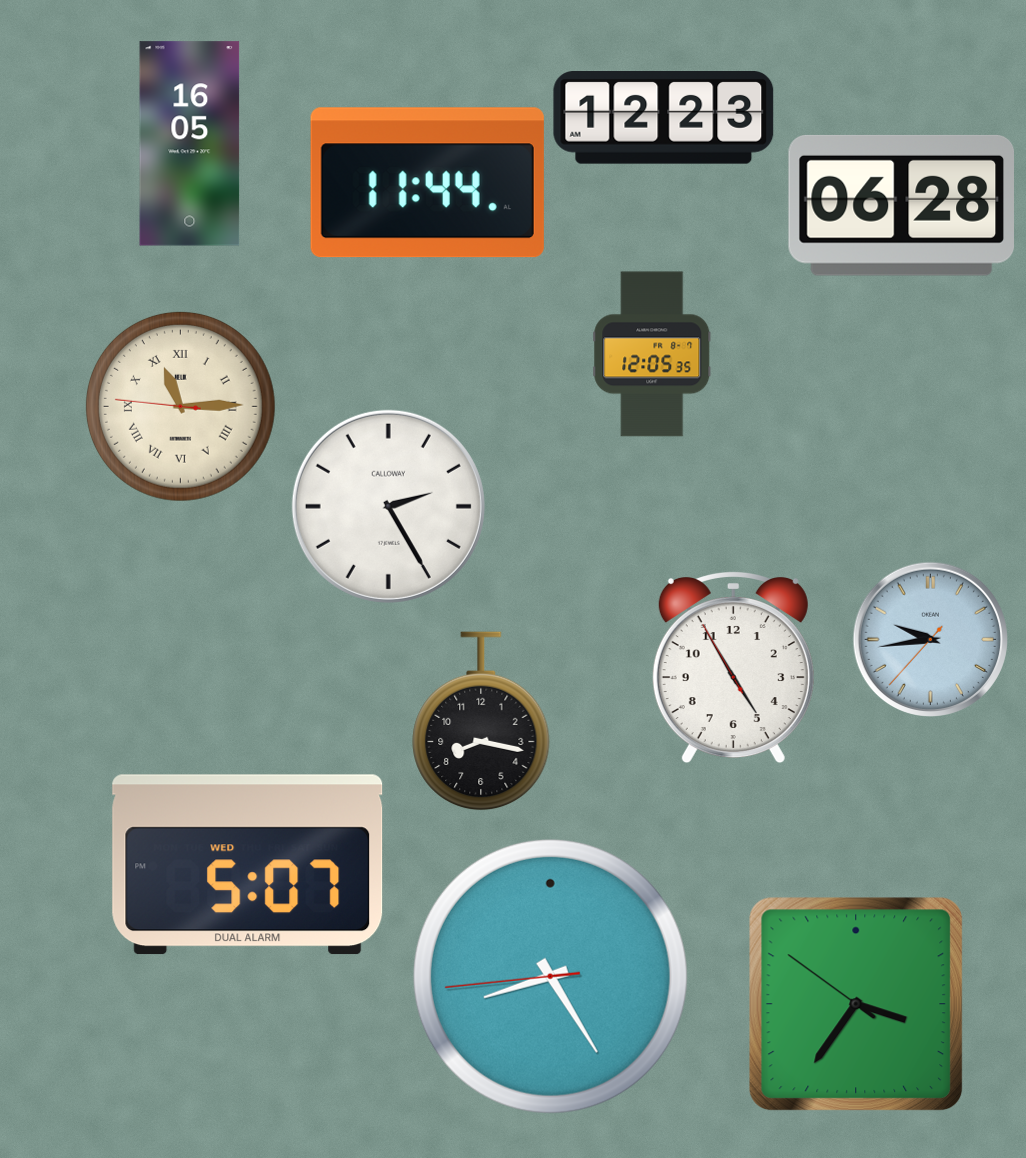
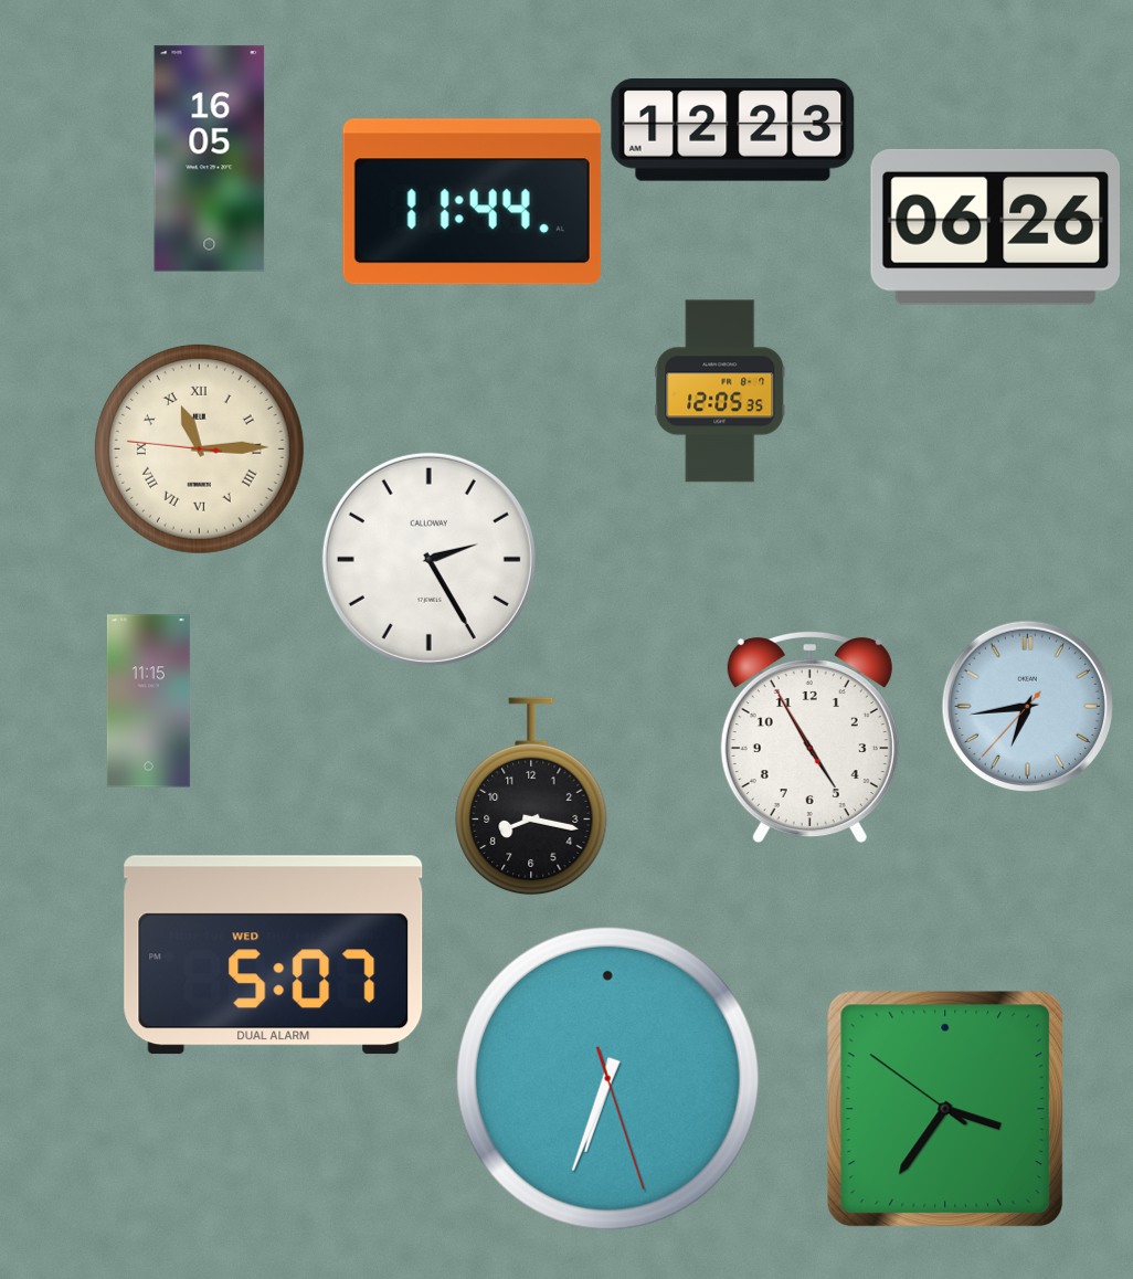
clock at (901, 205): 06:28 -> 06:26
clock at (148, 701): none -> 11:15
clock at (930, 639): 9:43 -> 6:43
clock at (550, 976): 8:24 -> 6:33
